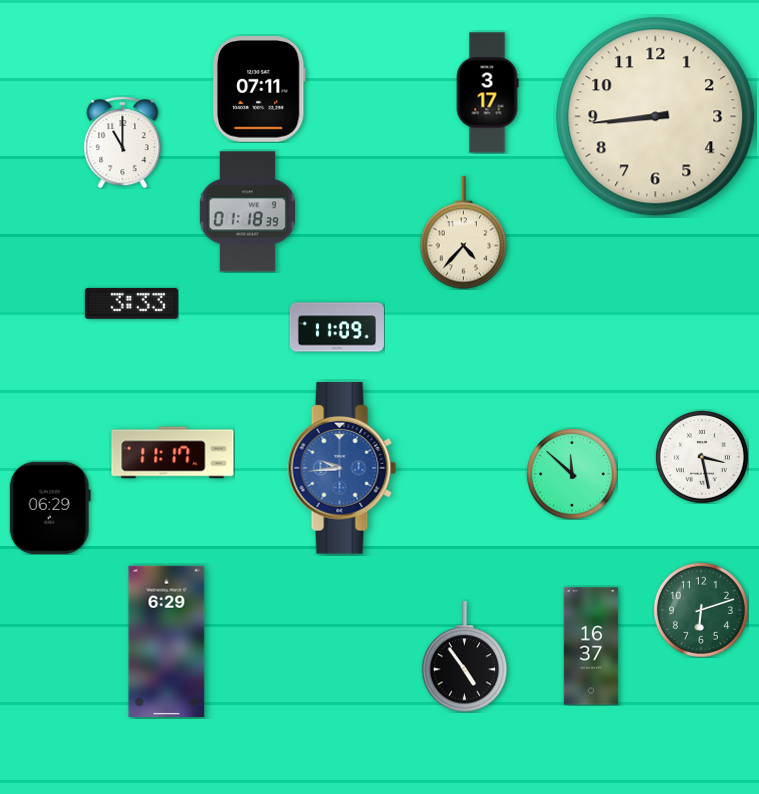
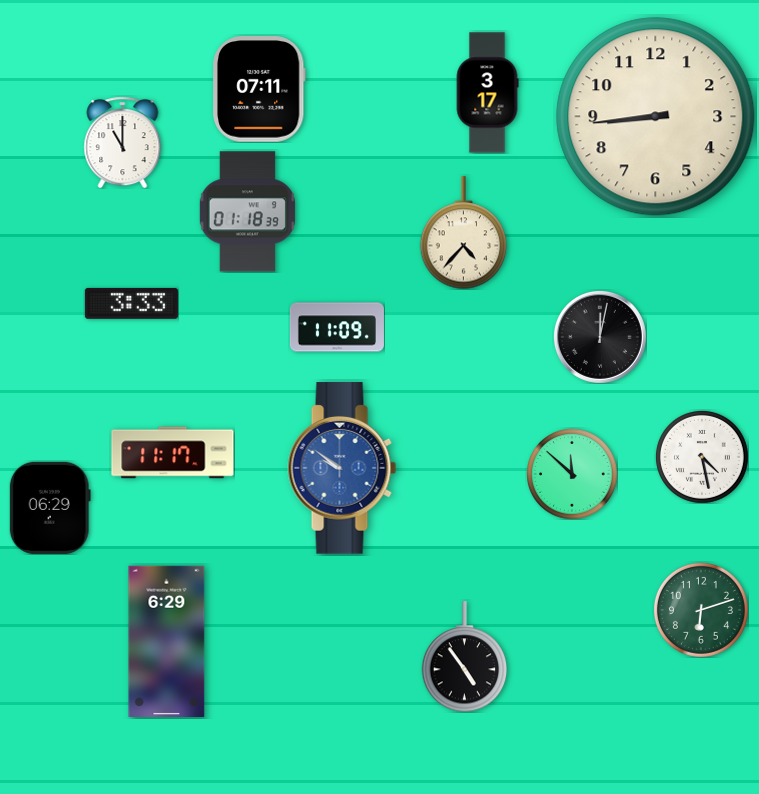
clock at (600, 337): none -> 12:02
clock at (702, 457): 3:28 -> 4:28
clock at (342, 468): 9:44 -> 9:51
clock at (591, 646): 16:37 -> none
